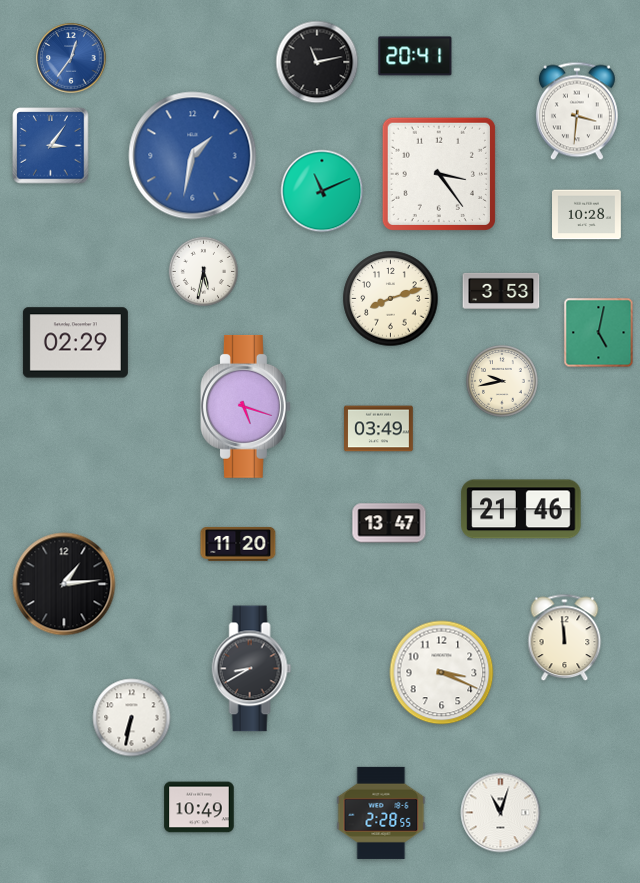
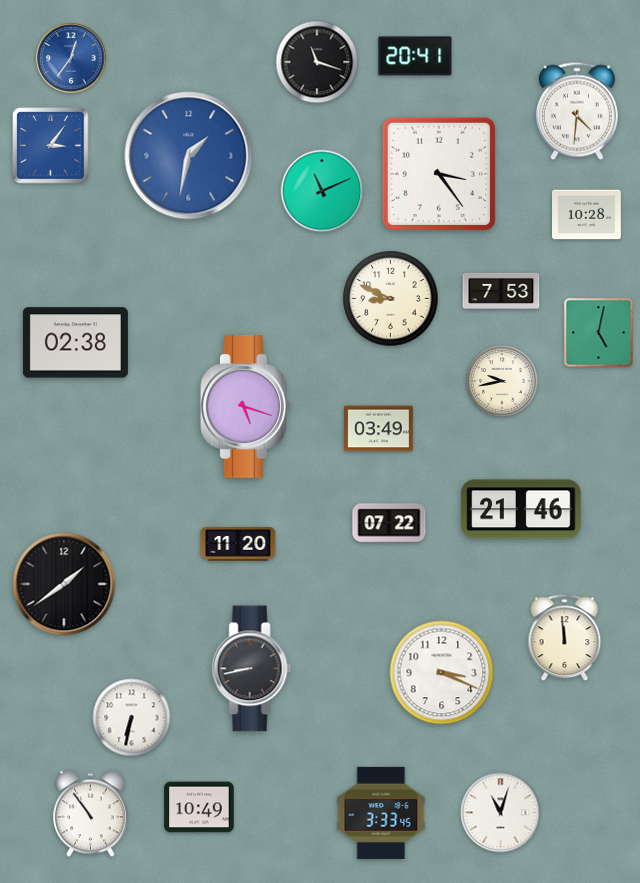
clock at (317, 62): 11:13 -> 11:18
clock at (577, 111): 3:31 -> 4:31
clock at (193, 156) position: (193, 156) -> (189, 156)
clock at (203, 271): 5:32 -> none
clock at (501, 291): 3:53 -> 7:53
clock at (391, 299): 8:12 -> 8:49
clock at (75, 343): 02:29 -> 02:38
clock at (389, 523): 13:47 -> 07:22
clock at (64, 584): 1:14 -> 1:39
clock at (252, 669): 8:40 -> 8:43
clock at (381, 813): 2:28 -> 3:33
clock at (91, 814): none -> 10:54
